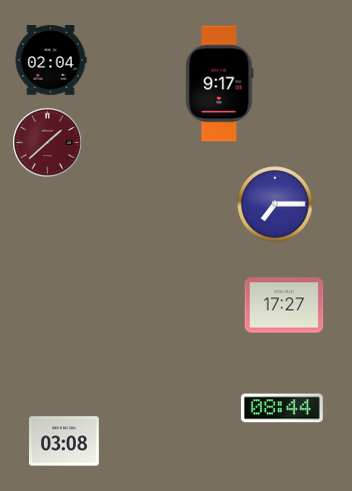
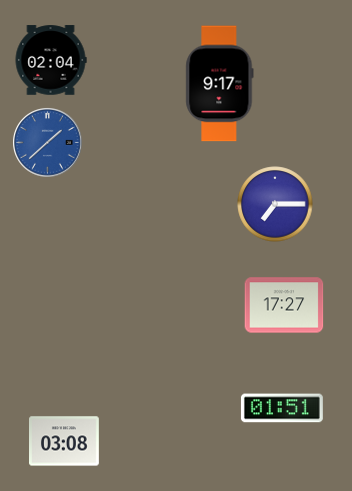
clock at (48, 143) dial: burgundy -> blue
clock at (282, 408): 08:44 -> 01:51
